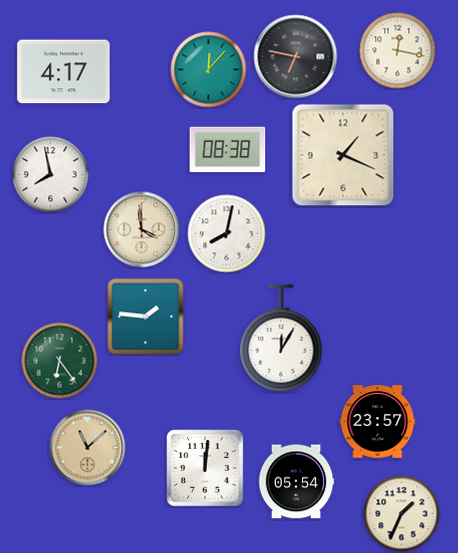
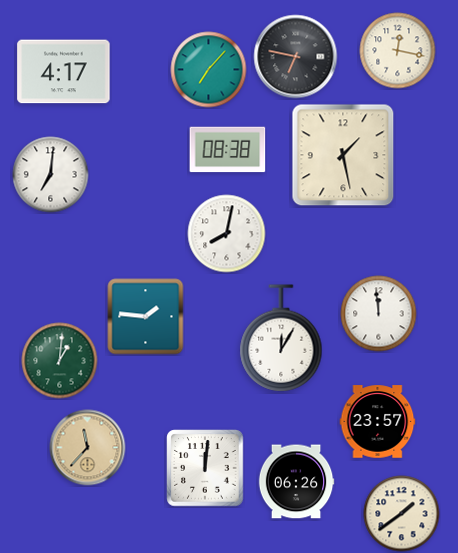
clock at (209, 70): 12:07 -> 7:07
clock at (343, 155): 1:19 -> 1:28
clock at (51, 175): 7:58 -> 7:01
clock at (142, 230): 3:59 -> none
clock at (379, 314): none -> 11:59
clock at (60, 361): 6:24 -> 1:01
clock at (88, 448): 11:08 -> 11:37
clock at (296, 482): 05:54 -> 06:26
clock at (402, 514): 1:34 -> 1:39
